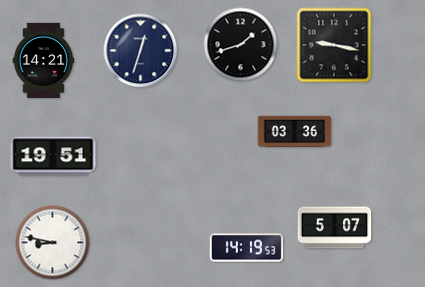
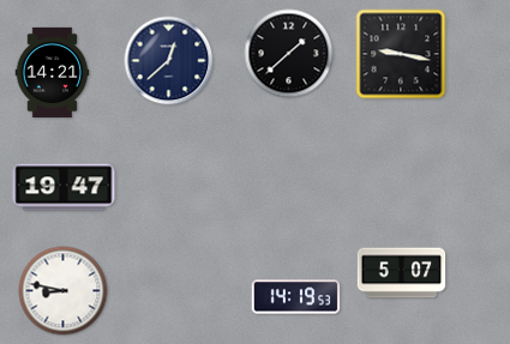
clock at (241, 45): 1:42 -> 1:38
clock at (141, 51): 12:33 -> 12:38
clock at (295, 132): 03:36 -> none
clock at (53, 156): 19:51 -> 19:47
